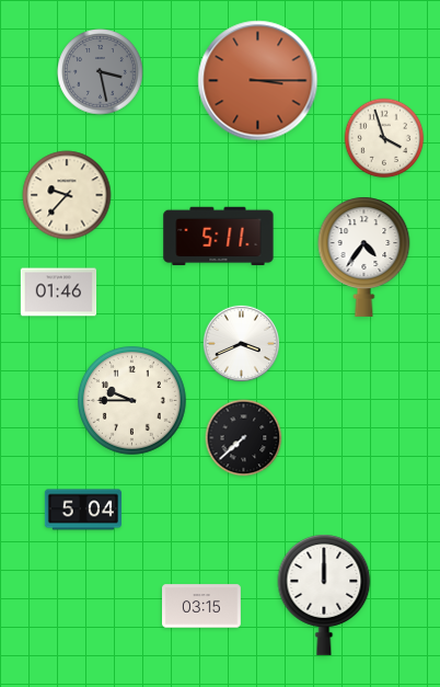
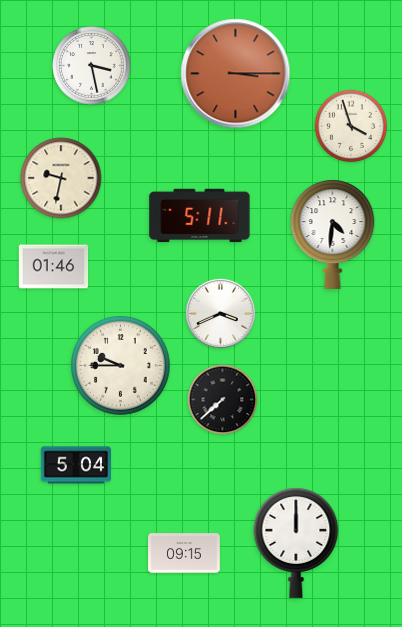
clock at (101, 72) dial: grey -> white
clock at (67, 195): 9:37 -> 9:32
clock at (364, 256): 4:36 -> 4:31
clock at (202, 606): 03:15 -> 09:15
